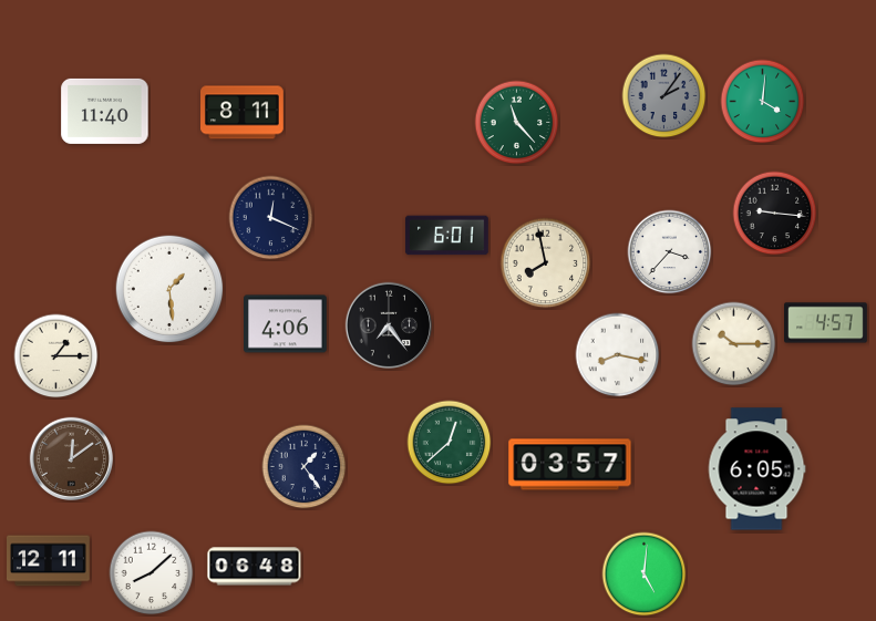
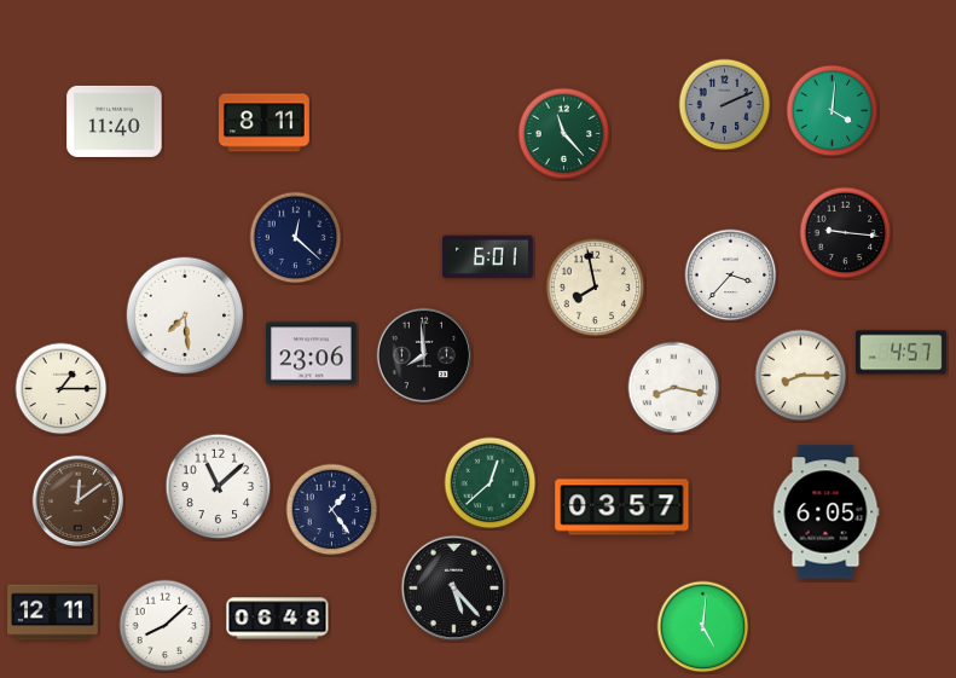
clock at (664, 96): 2:06 -> 2:11
clock at (271, 218): 12:19 -> 12:22
clock at (169, 289): 1:29 -> 7:29
clock at (286, 324): 4:06 -> 23:06
clock at (388, 324): 7:24 -> 7:59
clock at (734, 344): 10:15 -> 8:15
clock at (219, 487): none -> 11:08
clock at (454, 589): none -> 5:23
